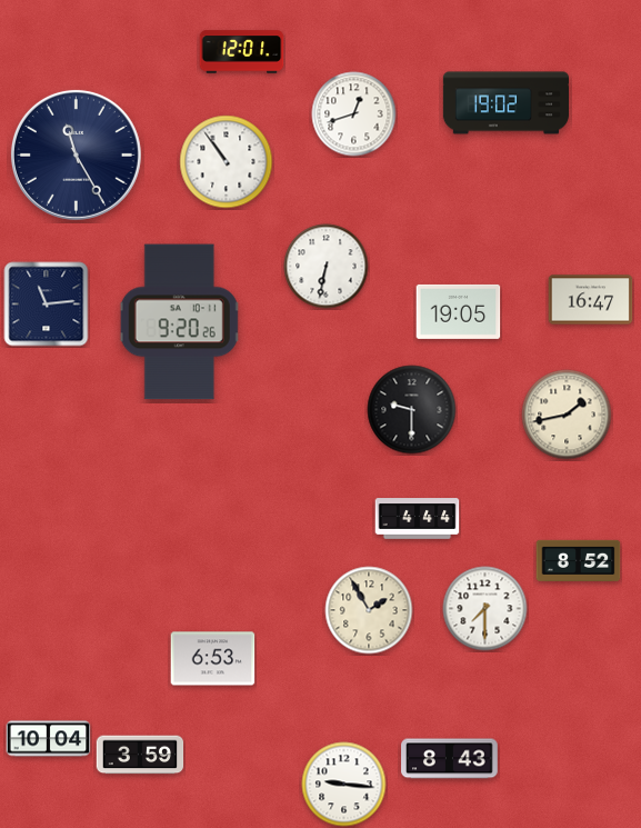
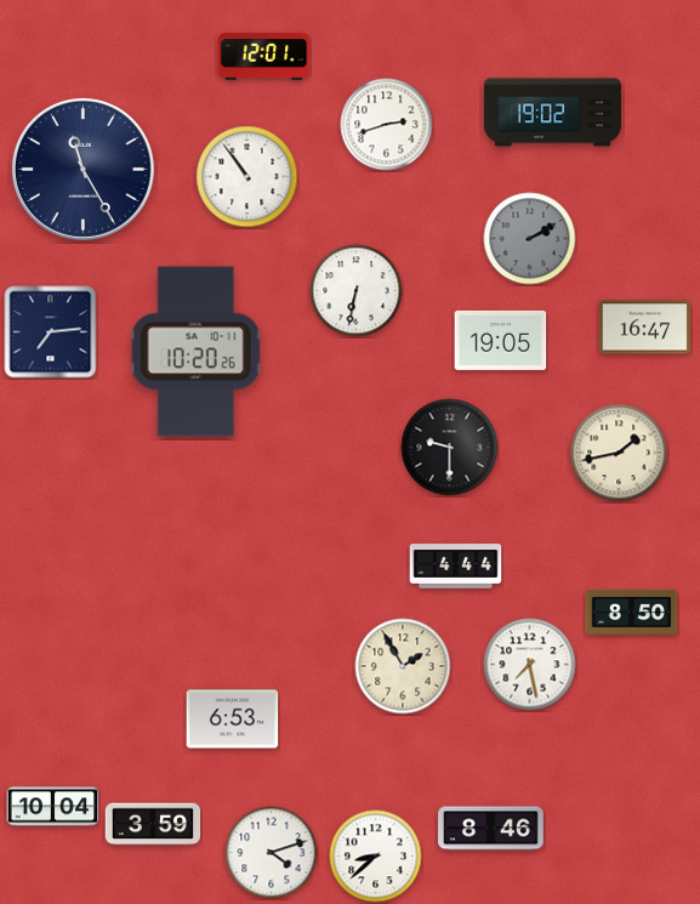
clock at (354, 114): 12:42 -> 2:42
clock at (530, 239): none -> 2:10
clock at (47, 305): 11:14 -> 7:14
clock at (180, 322): 9:20 -> 10:20
clock at (579, 560): 8:52 -> 8:50
clock at (485, 609): 7:30 -> 7:28
clock at (450, 759): 8:43 -> 8:46
clock at (272, 853): none -> 4:12
clock at (344, 785): 9:16 -> 8:38
